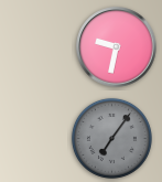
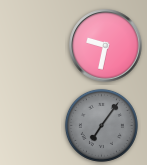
clock at (117, 47) position: (117, 47) -> (106, 46)
